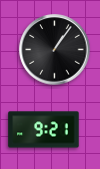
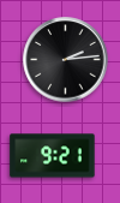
clock at (55, 50): 1:06 -> 2:14
